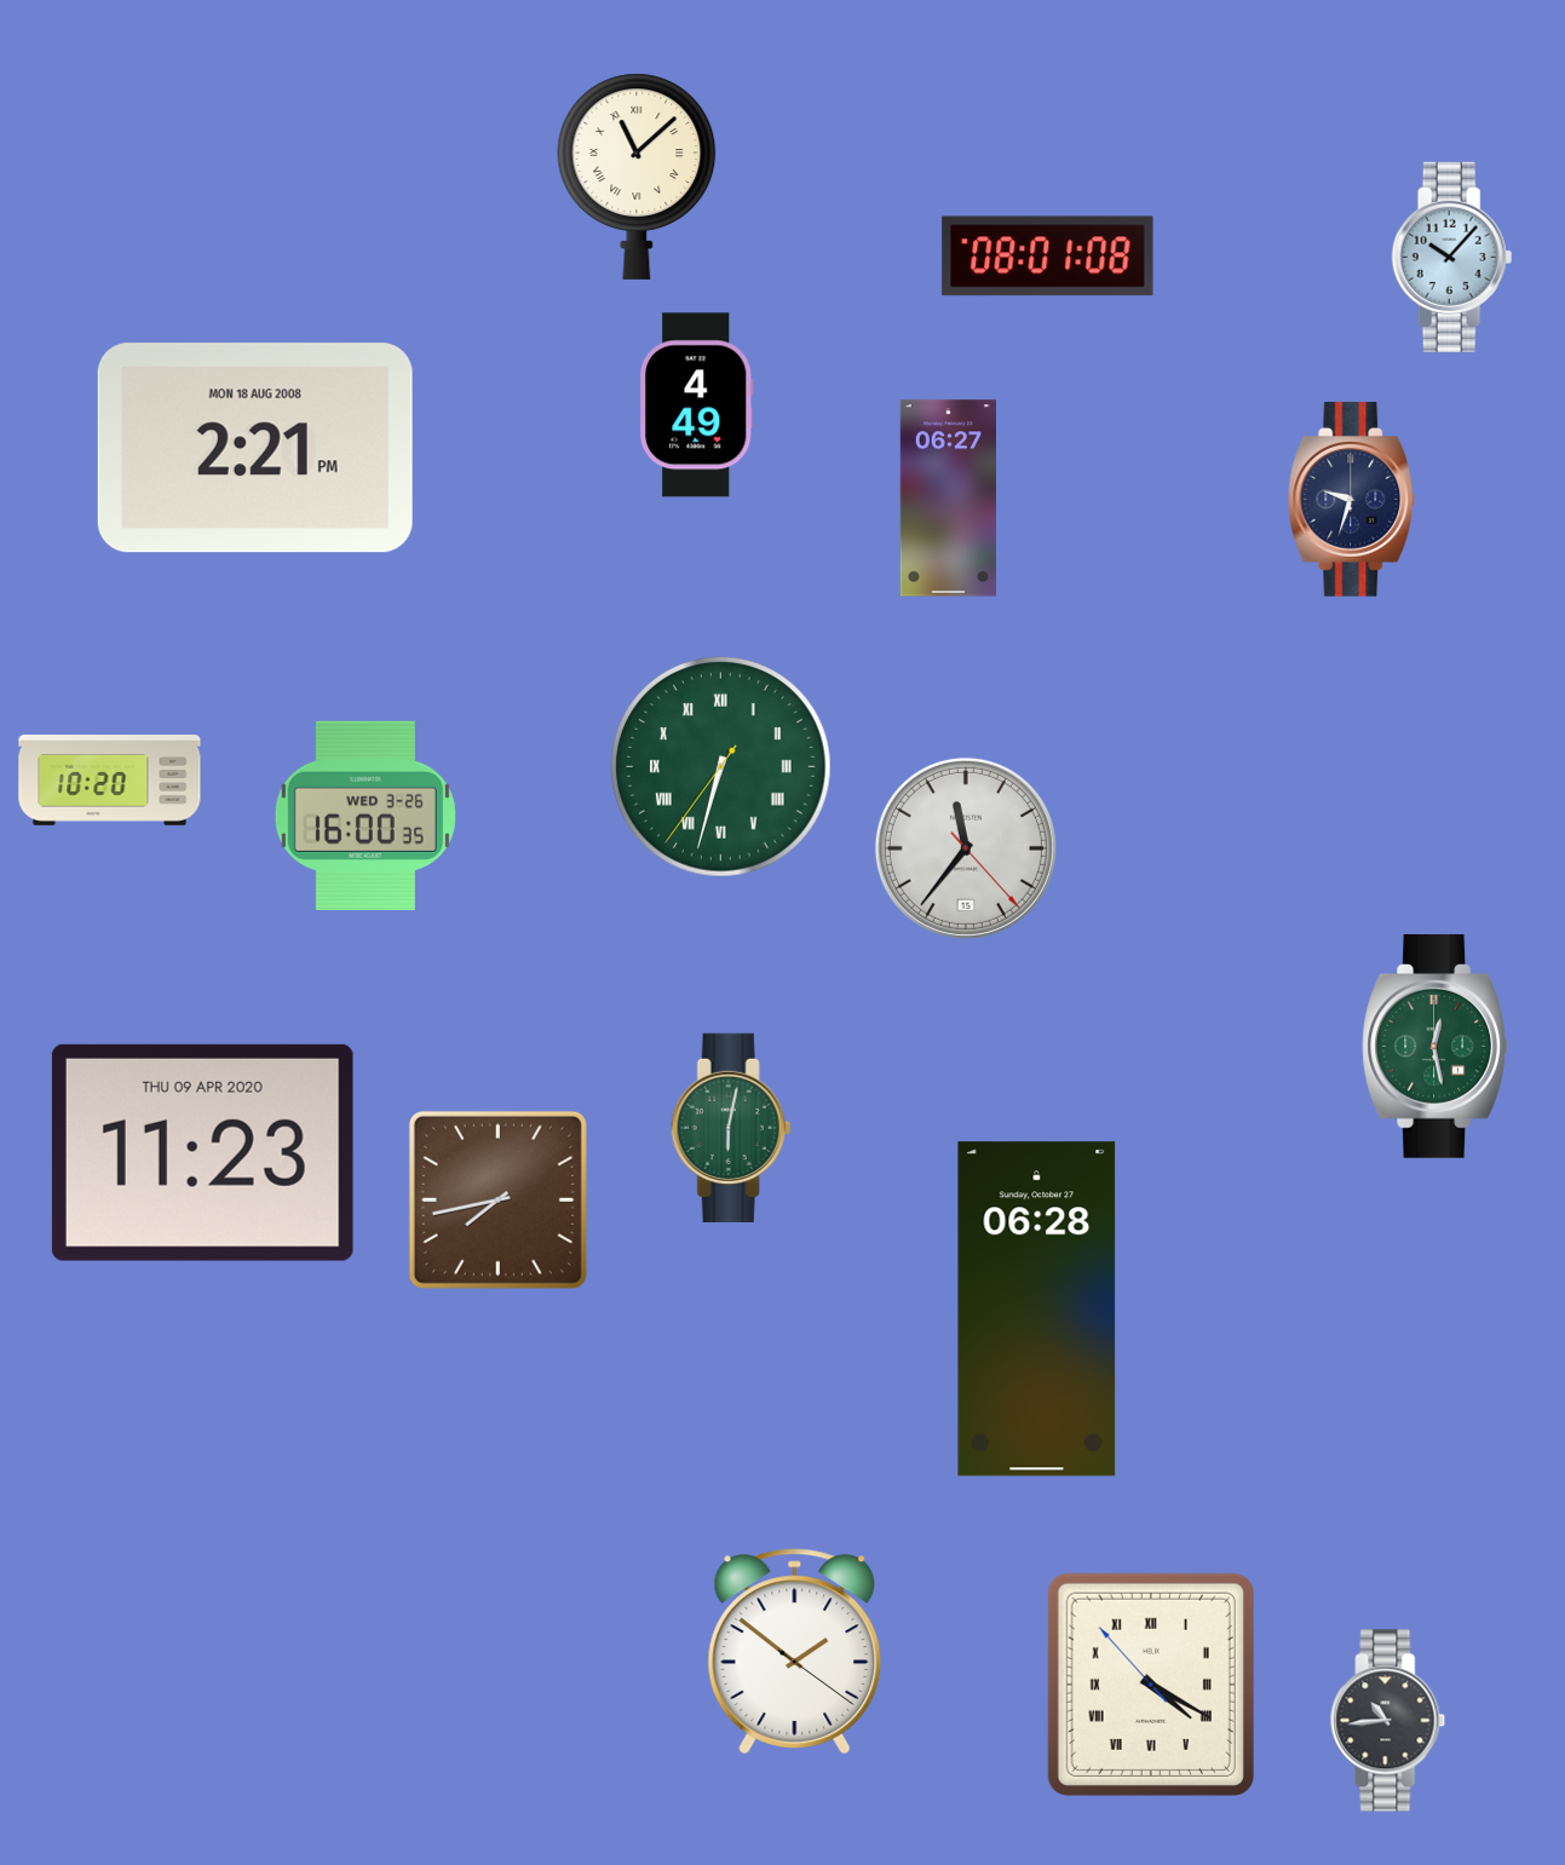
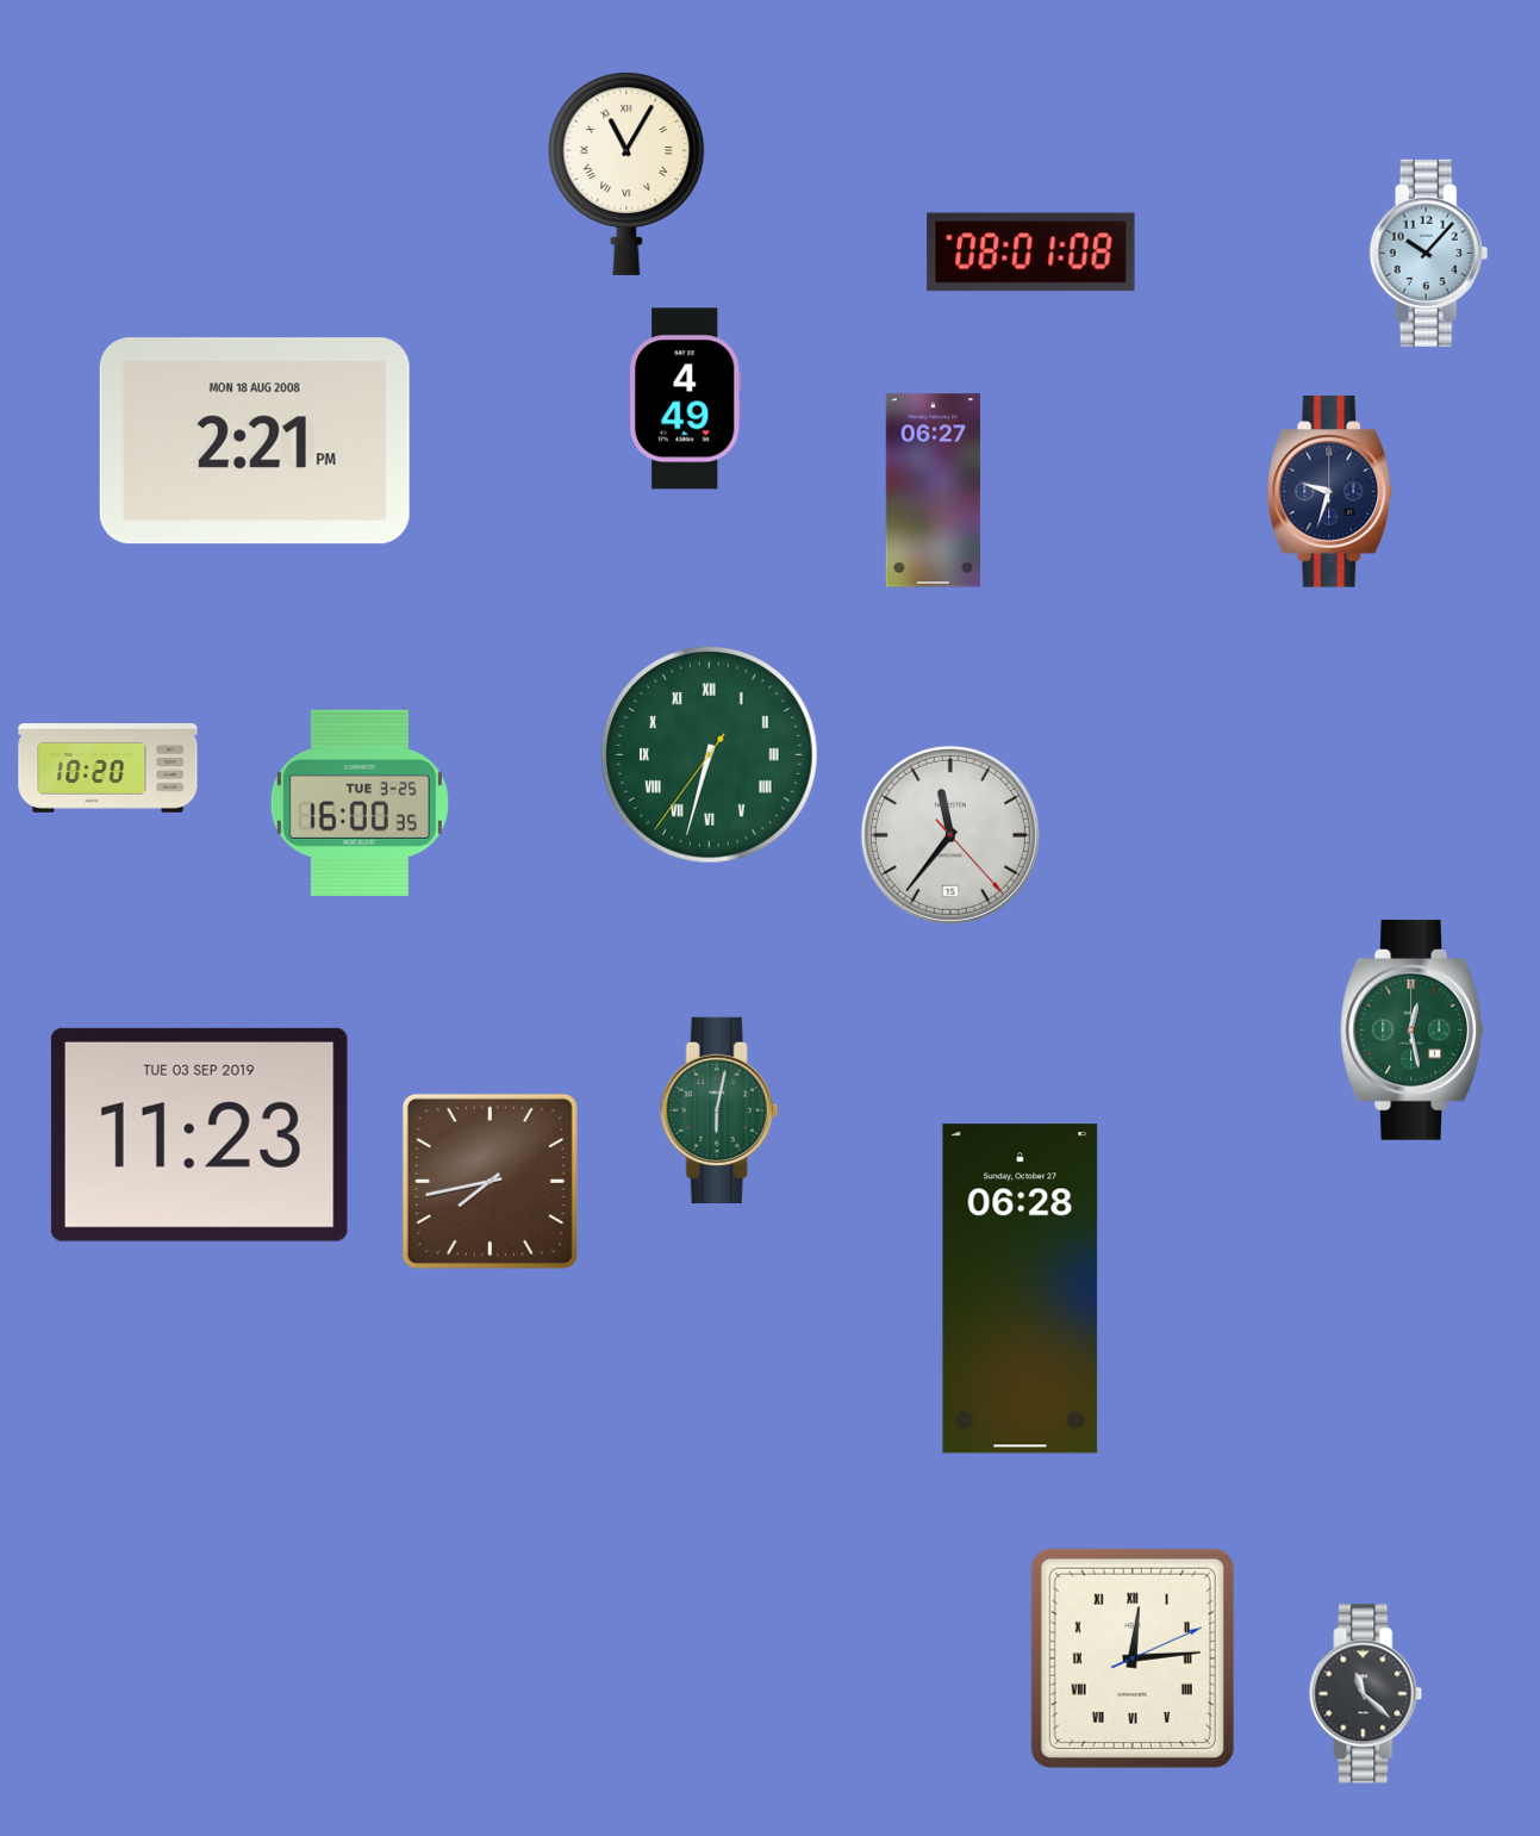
clock at (637, 177): 11:08 -> 11:05
clock at (255, 448) position: (255, 448) -> (255, 441)
clock at (366, 816) date: WED 3-26 -> TUE 3-25
clock at (202, 1152) date: THU 09 APR 2020 -> TUE 03 SEP 2019
clock at (795, 1652): 1:51 -> none
clock at (1151, 1685): 4:19 -> 12:14
clock at (1388, 1721): 10:44 -> 11:22
